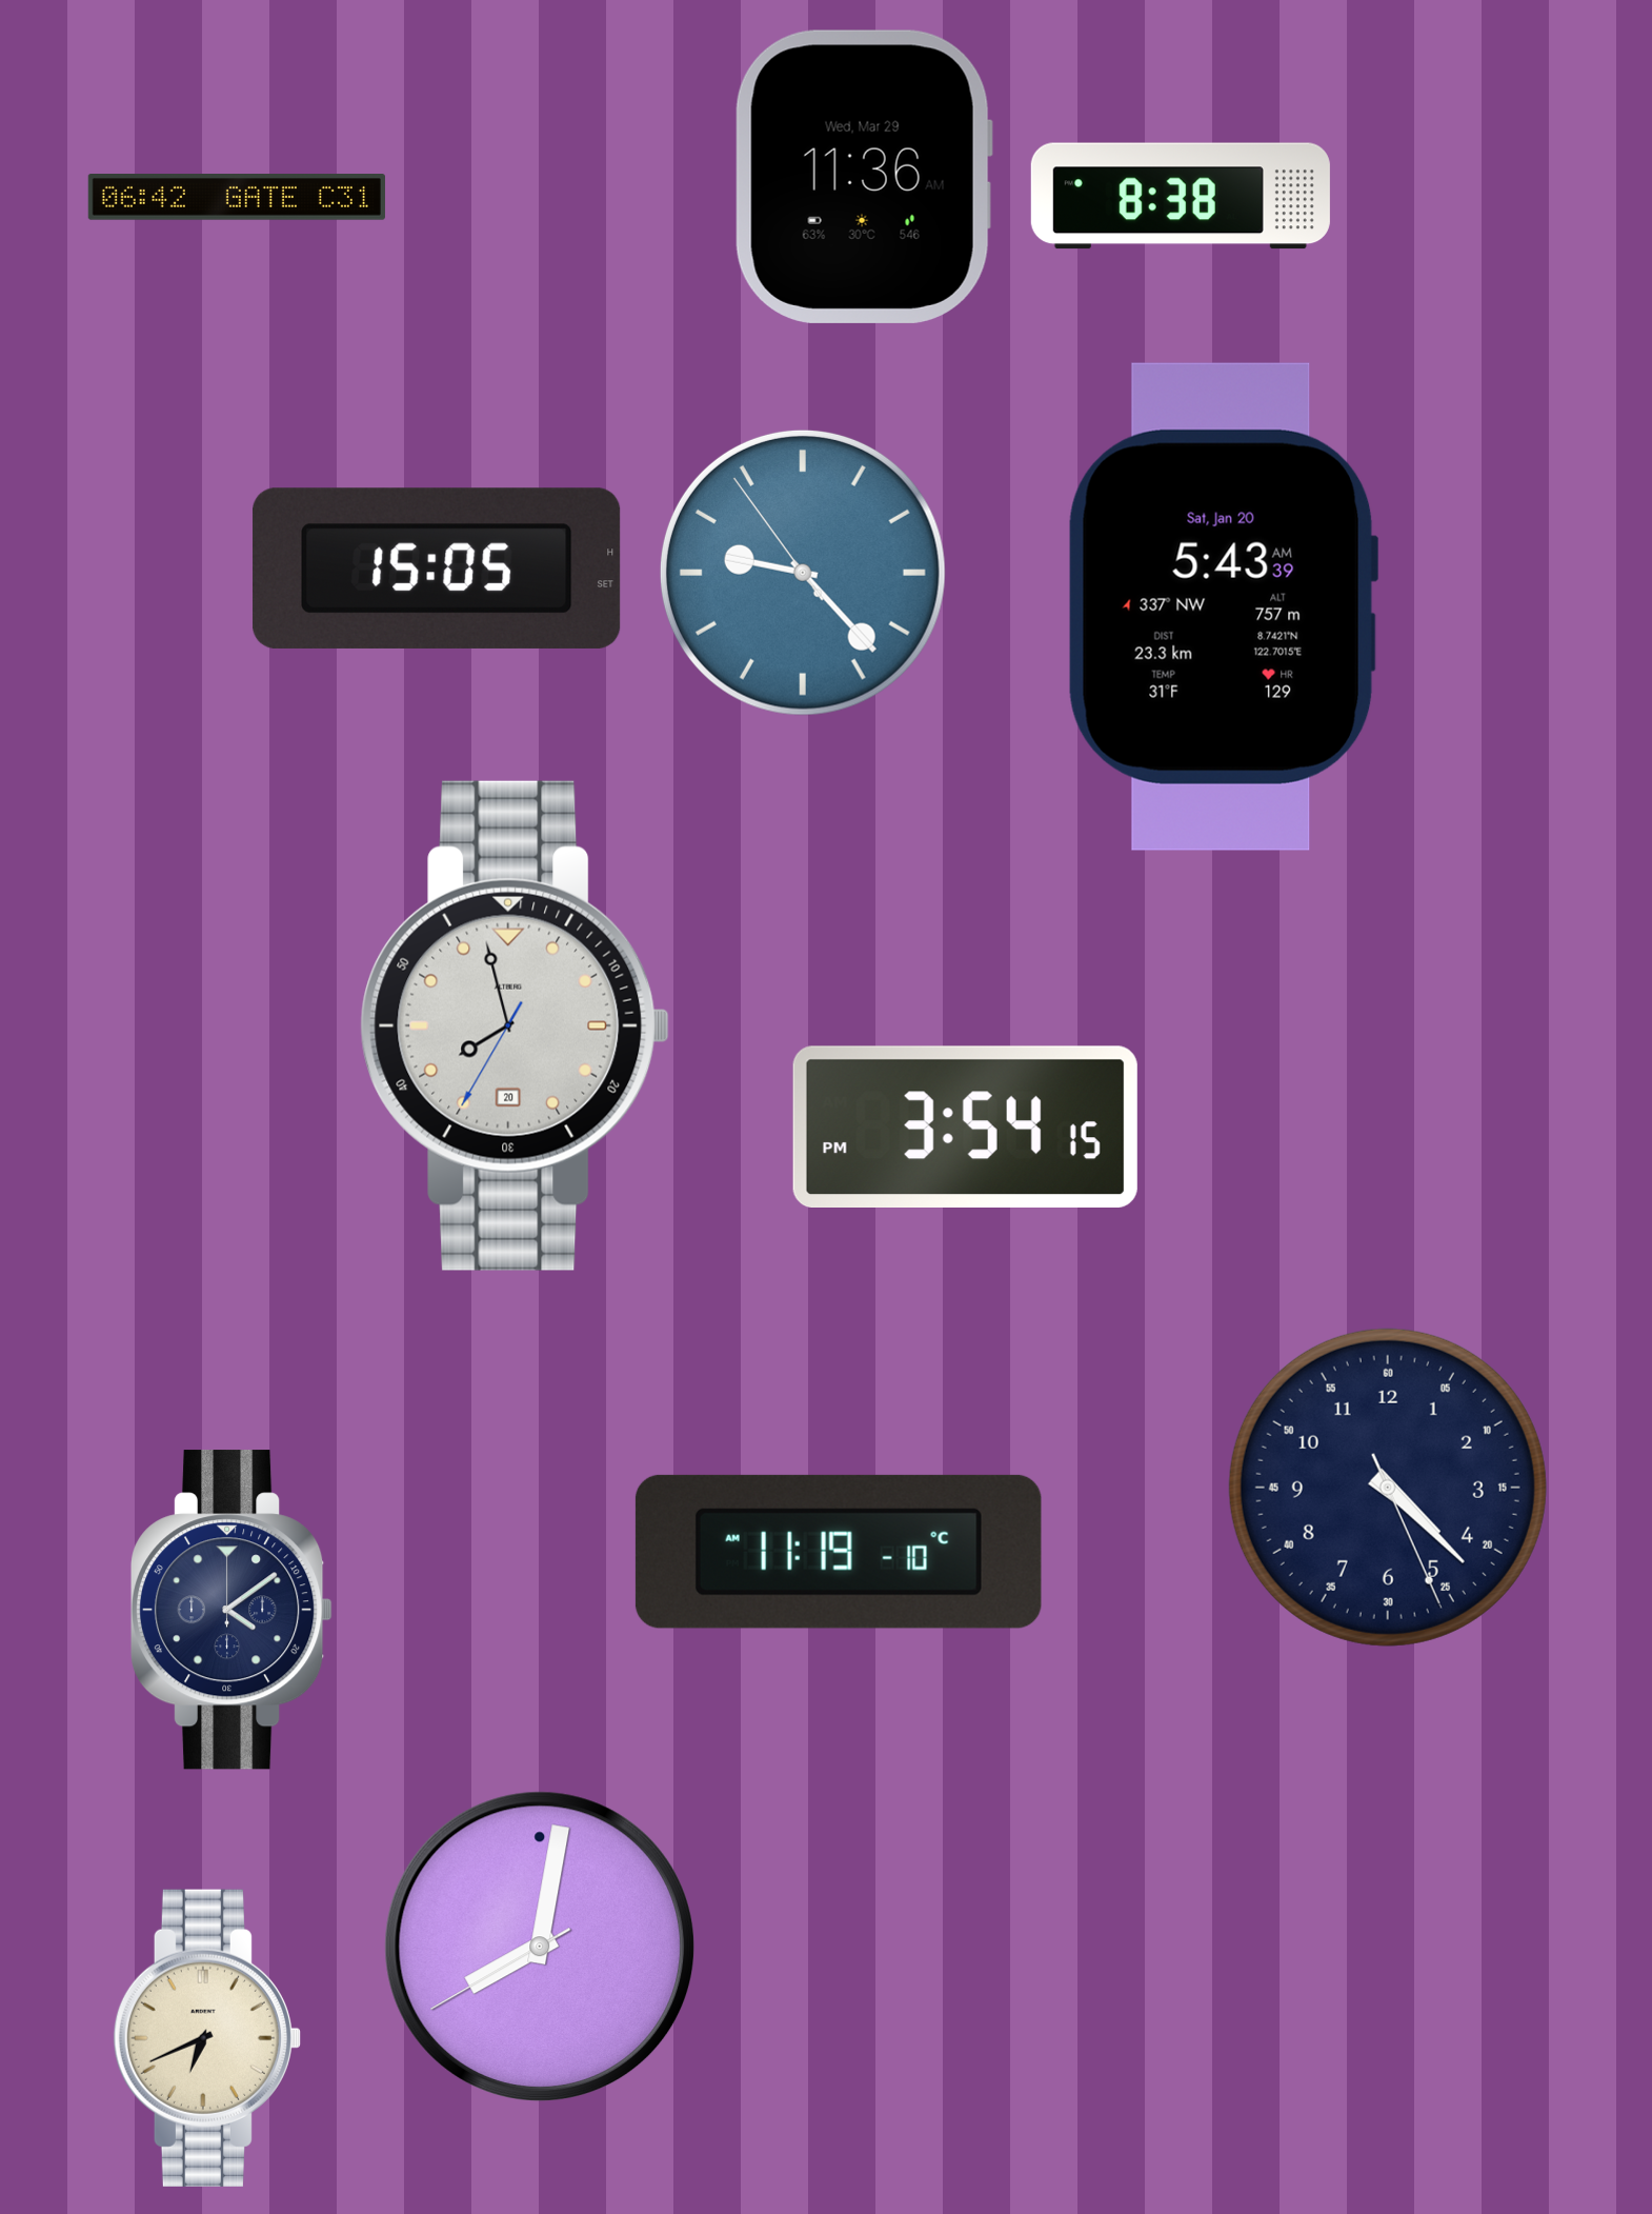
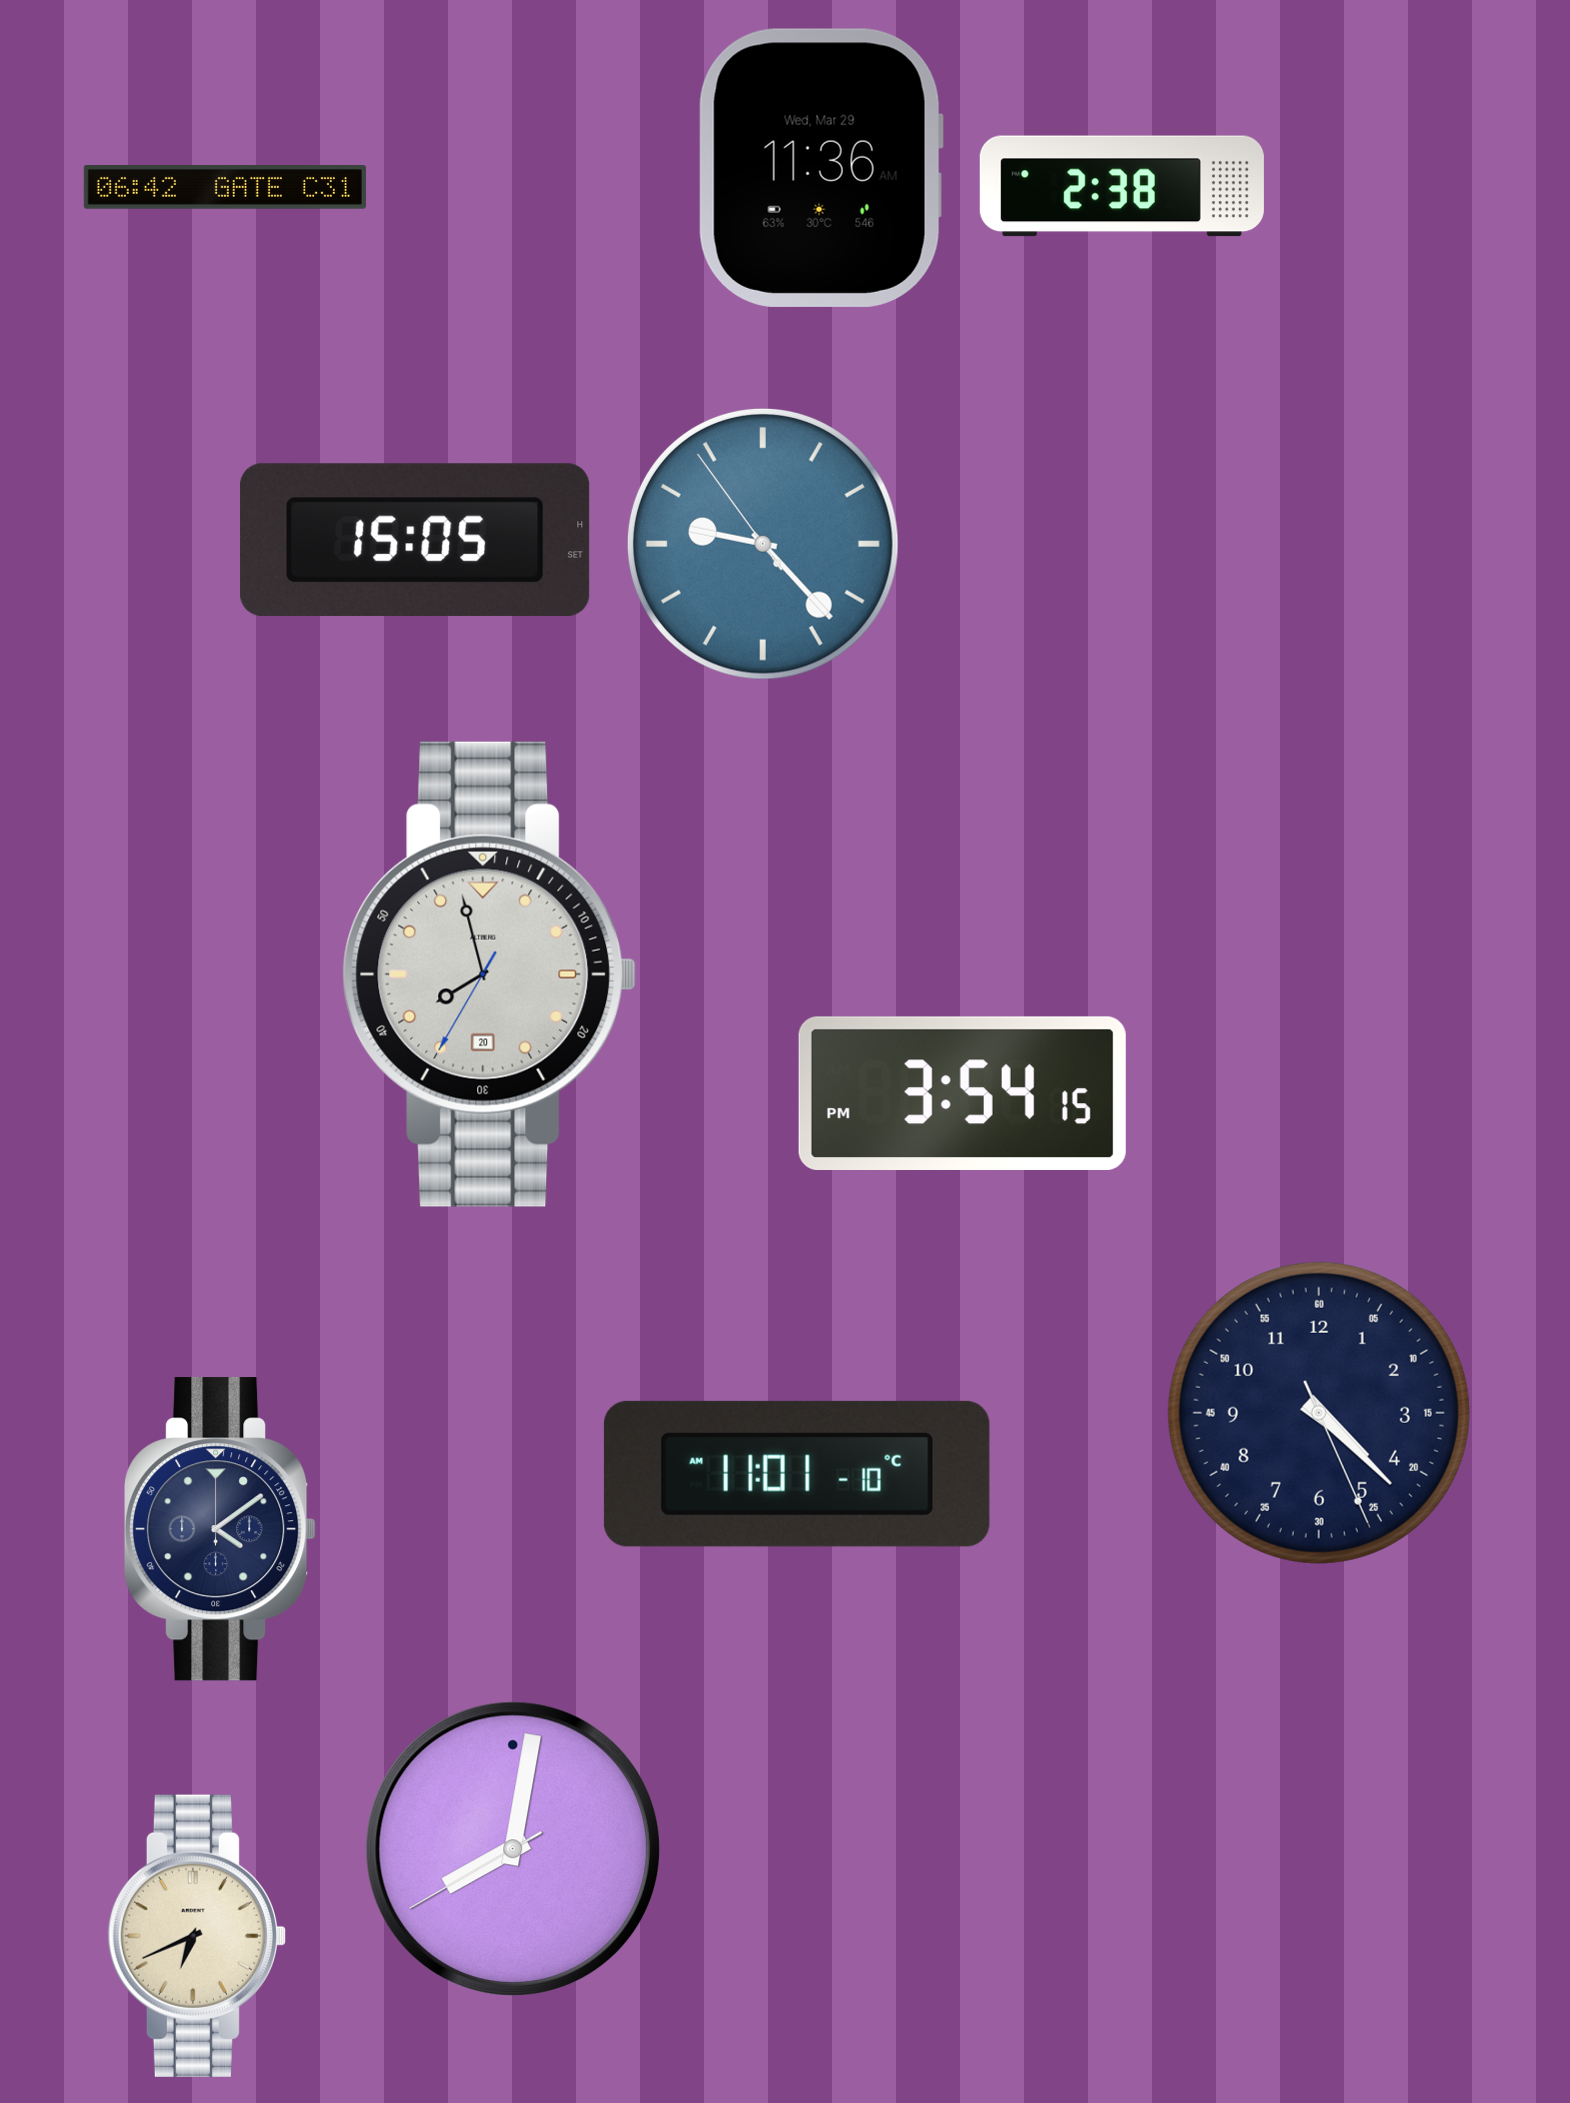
clock at (1181, 196): 8:38 -> 2:38
clock at (1223, 606): 5:43 -> none
clock at (965, 1126) position: (965, 1126) -> (962, 1093)
clock at (839, 1552): 11:19 -> 11:01
